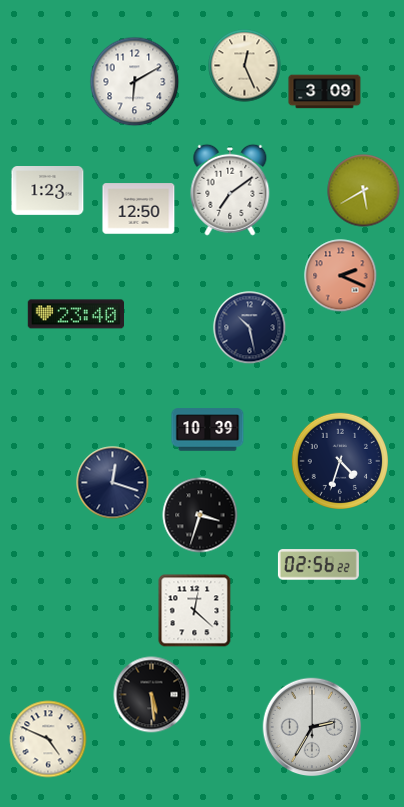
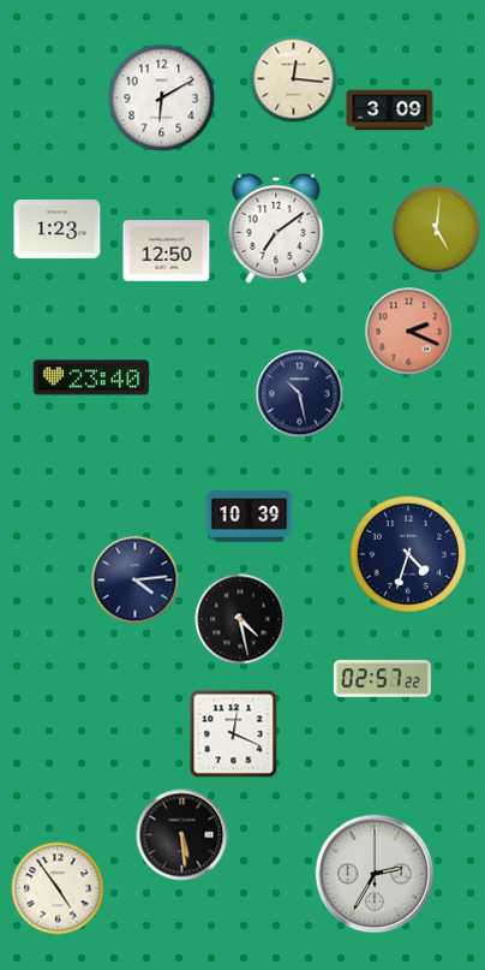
clock at (245, 66): 12:26 -> 12:16
clock at (364, 191): 5:40 -> 5:01
clock at (113, 483): 12:18 -> 4:14
clock at (200, 515): 3:33 -> 4:28
clock at (318, 565): 02:56 -> 02:57
clock at (195, 611): 12:22 -> 12:19
clock at (48, 739): 4:49 -> 4:54
